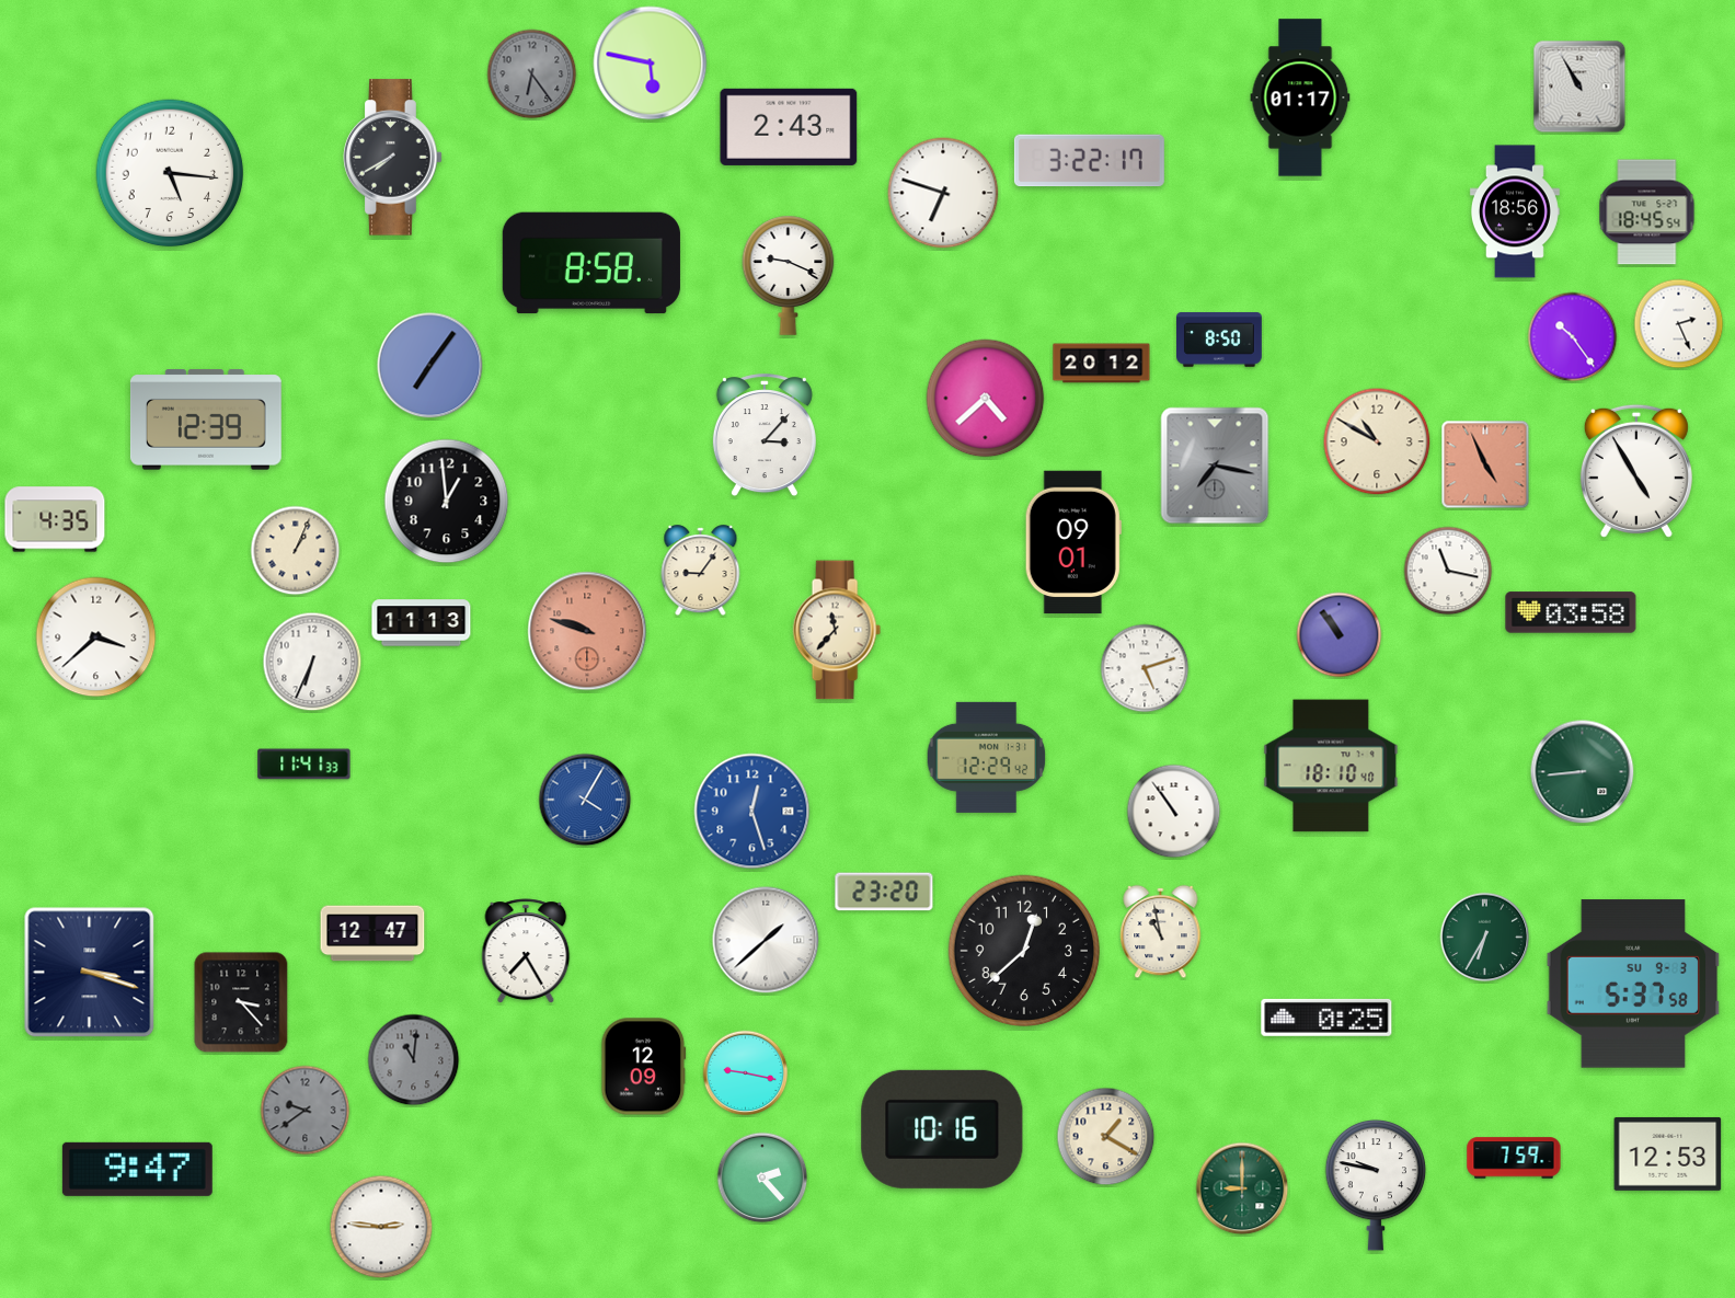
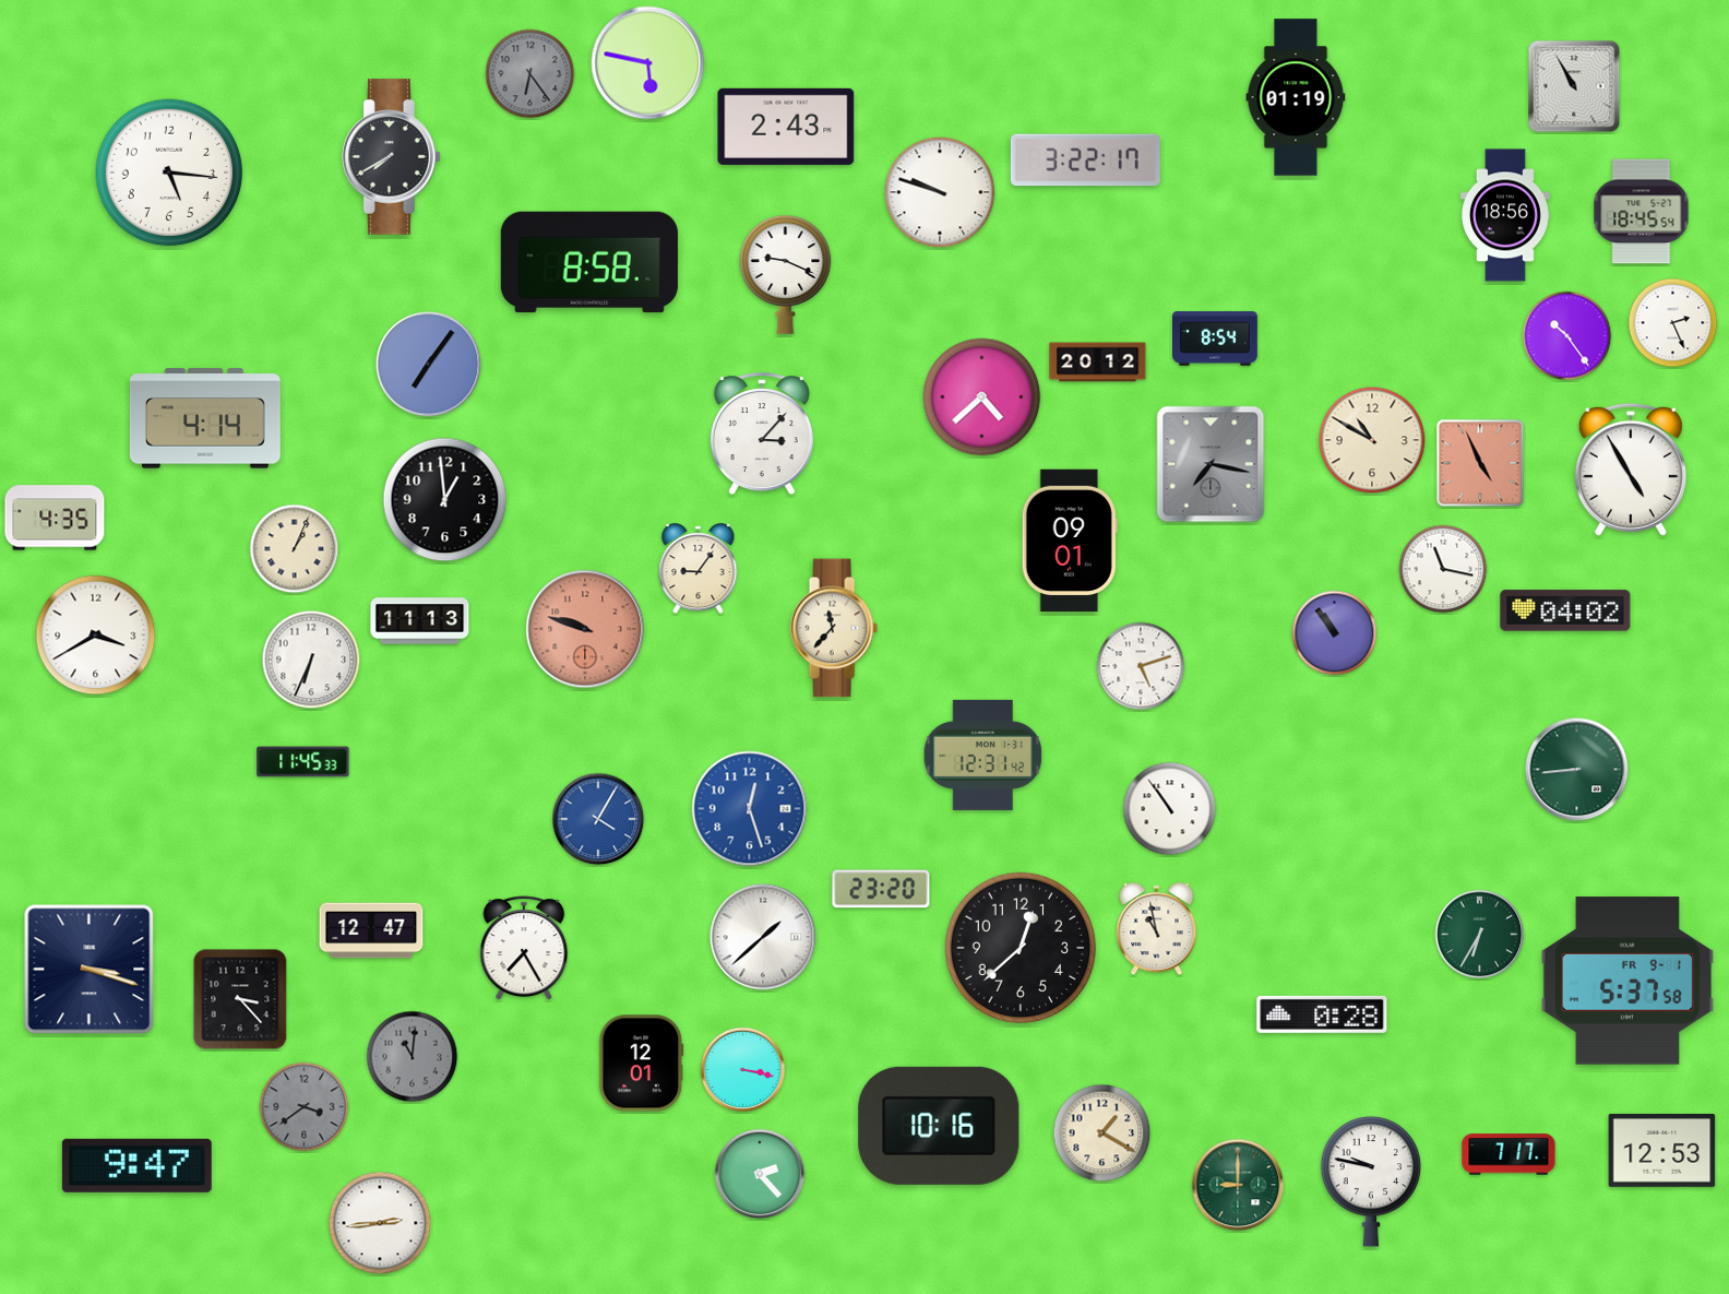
clock at (1300, 97): 01:17 -> 01:19
clock at (943, 193): 6:48 -> 9:48
clock at (1515, 211) position: (1515, 211) -> (1505, 215)
clock at (1220, 340): 8:50 -> 8:54
clock at (206, 420): 12:39 -> 4:14
clock at (1571, 612): 03:58 -> 04:02
clock at (96, 637): 3:38 -> 3:40
clock at (987, 757): 12:29 -> 12:31
clock at (305, 765): 11:41 -> 11:45
clock at (1331, 766): 18:10 -> none
clock at (585, 800) position: (585, 800) -> (598, 819)
clock at (1633, 984) date: SU 9-3 -> FR 9-1
clock at (1326, 1018): 0:25 -> 0:28
clock at (644, 1067): 12:09 -> 12:01
clock at (746, 1073): 9:17 -> 3:17
clock at (306, 1111): 9:39 -> 3:39
clock at (1514, 1158): 7:59 -> 7:17
clock at (381, 1227): 2:46 -> 2:44
